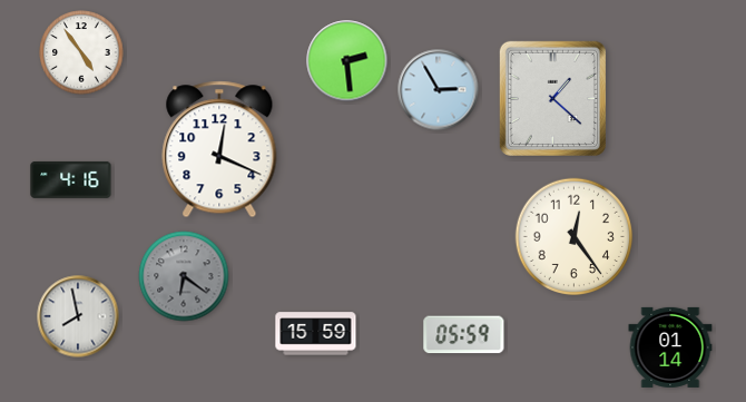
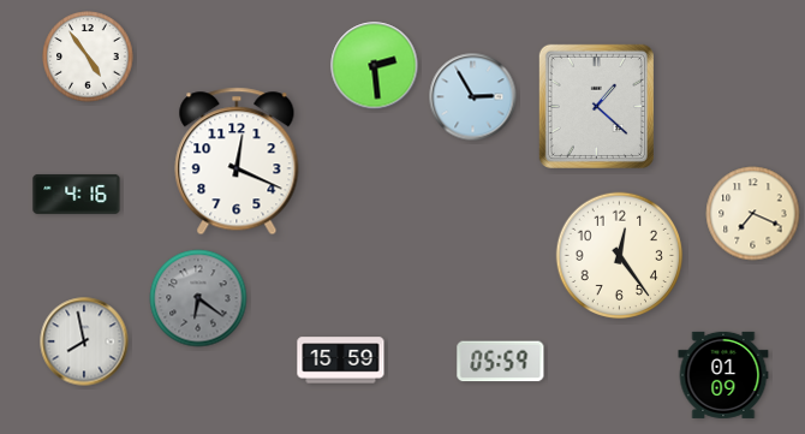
clock at (753, 214): none -> 7:19
clock at (670, 347): 01:14 -> 01:09
